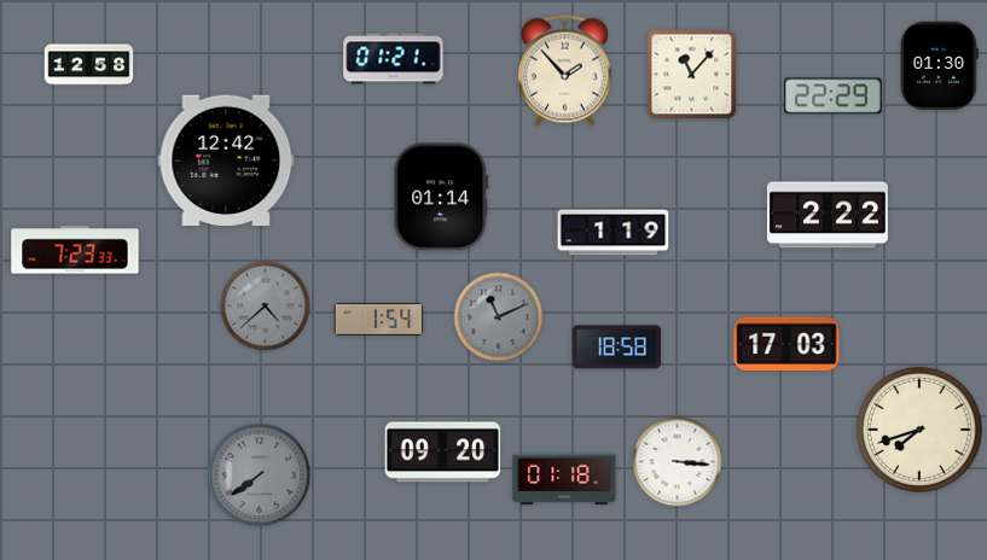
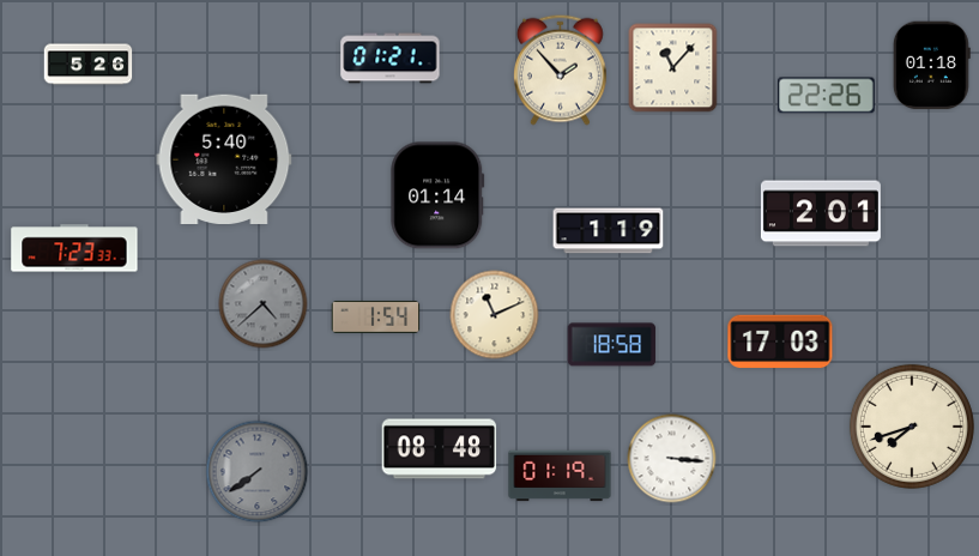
clock at (89, 65): 12:58 -> 5:26
clock at (939, 66): 01:30 -> 01:18
clock at (692, 75) position: (692, 75) -> (673, 68)
clock at (834, 97): 22:29 -> 22:26
clock at (226, 159): 12:42 -> 5:40
clock at (828, 215): 2:22 -> 2:01
clock at (499, 317) dial: grey -> cream
clock at (443, 453): 09:20 -> 08:48
clock at (564, 479): 01:18 -> 01:19
